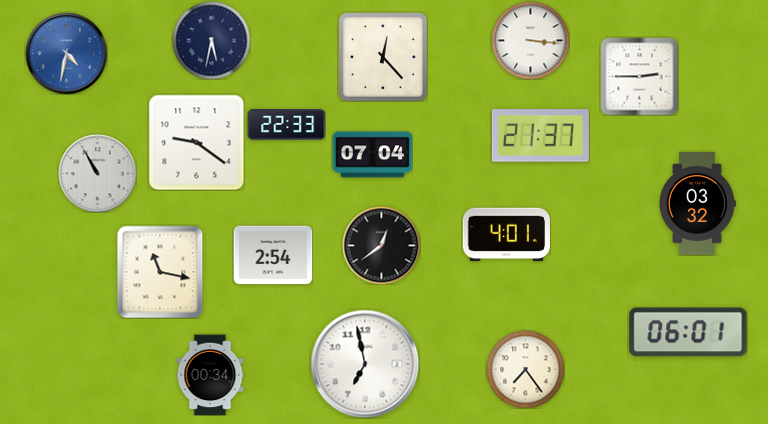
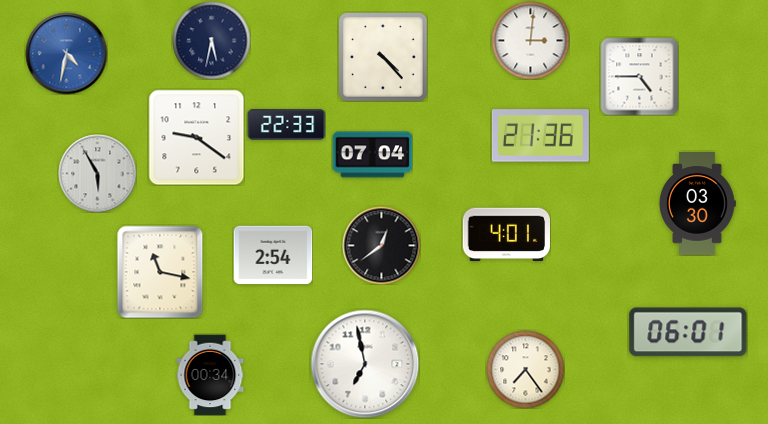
clock at (530, 40): 3:16 -> 3:01
clock at (383, 57): 12:23 -> 4:23
clock at (639, 76): 2:45 -> 4:45
clock at (540, 136): 21:37 -> 21:36
clock at (196, 142) position: (196, 142) -> (196, 137)
clock at (97, 173): 10:55 -> 5:55
clock at (697, 204): 03:32 -> 03:30
